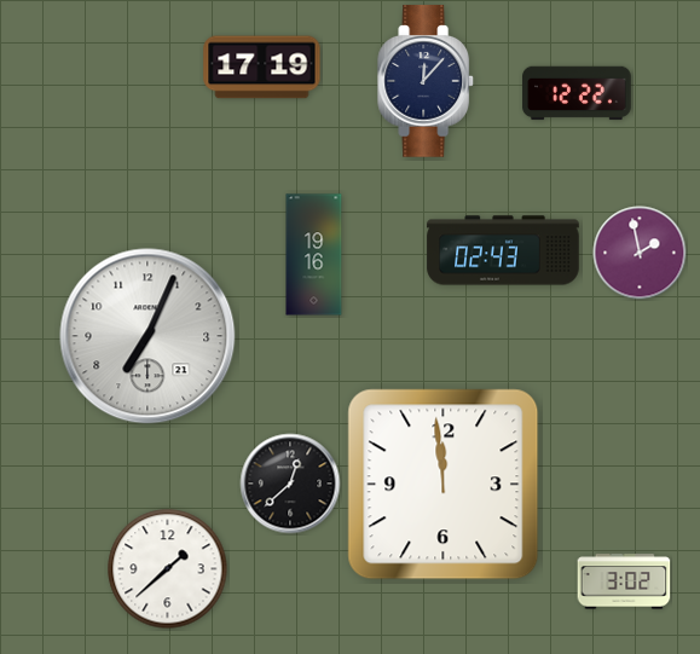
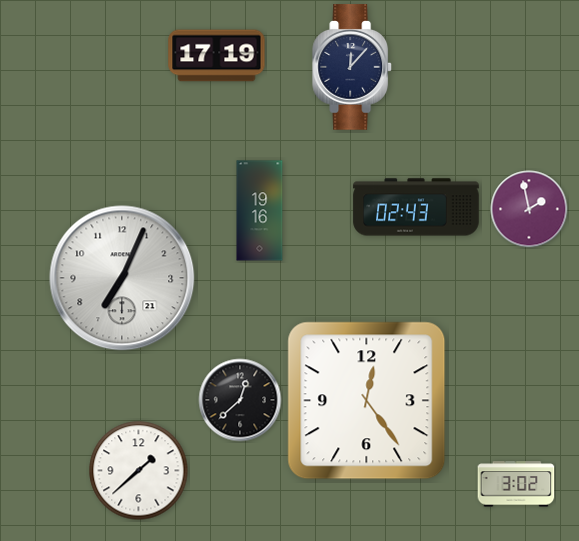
clock at (577, 93): 12:22 -> none
clock at (444, 485): 11:59 -> 12:24
clock at (624, 581) position: (624, 581) -> (516, 484)
